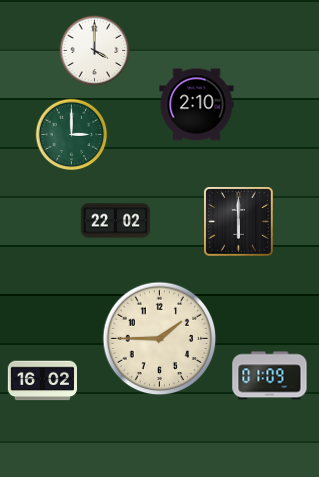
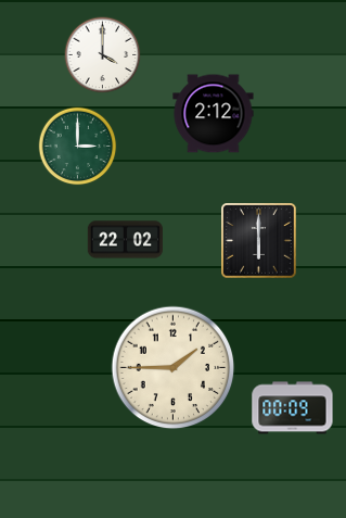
clock at (197, 105): 2:10 -> 2:12
clock at (270, 376): 01:09 -> 00:09
clock at (42, 381): 16:02 -> none
